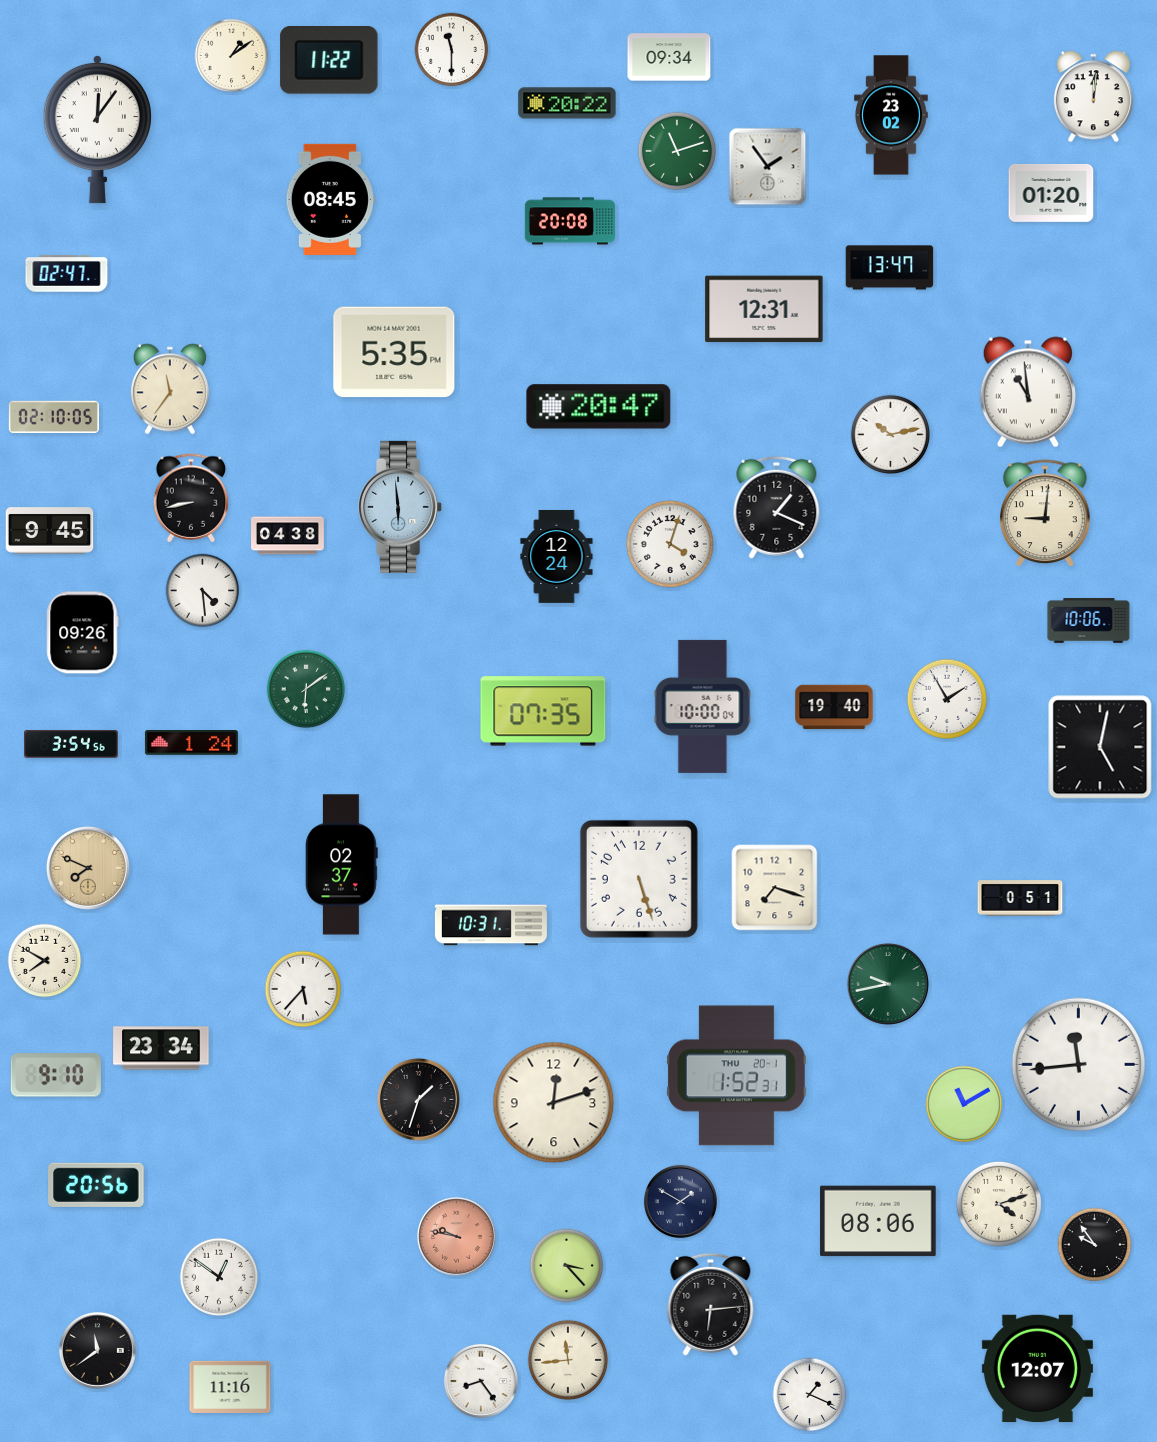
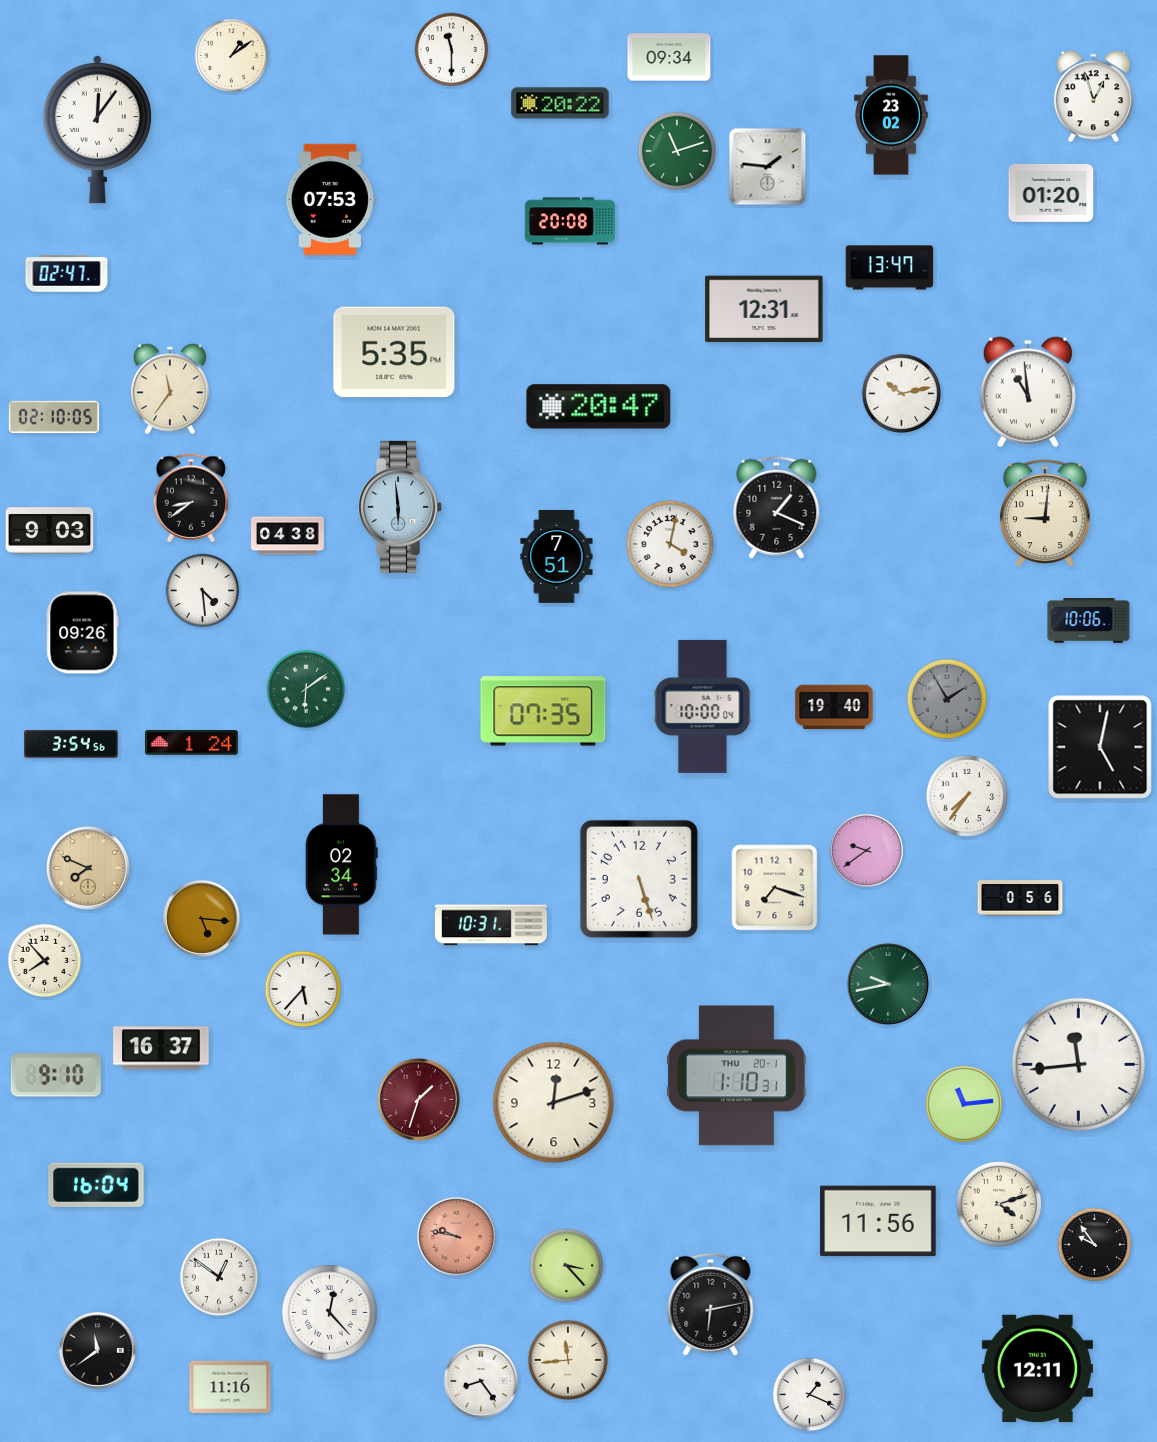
clock at (329, 61): 11:22 -> none
clock at (1093, 97): 12:01 -> 12:57
clock at (567, 103) position: (567, 103) -> (560, 103)
clock at (768, 167): 1:54 -> 1:46
clock at (330, 199): 08:45 -> 07:53
clock at (890, 434) position: (890, 434) -> (901, 393)
clock at (191, 498): 8:43 -> 8:39
clock at (50, 531): 9:45 -> 9:03
clock at (670, 544): 4:03 -> 4:02
clock at (557, 556): 12:24 -> 7:51
clock at (946, 698) dial: white -> grey
clock at (967, 796): none -> 7:36
clock at (866, 850): none -> 9:39
clock at (342, 865): 02:37 -> 02:34
clock at (1020, 898): 0:51 -> 0:56
clock at (201, 918): none -> 5:16
clock at (45, 961): 7:50 -> 7:53
clock at (161, 1048): 23:34 -> 16:37
clock at (737, 1076): 1:52 -> 1:10
clock at (418, 1099) dial: black -> burgundy
clock at (964, 1104): 11:10 -> 11:14
clock at (96, 1185): 20:56 -> 16:04
clock at (680, 1201): 1:50 -> none
clock at (878, 1221): 08:06 -> 11:56
clock at (711, 1304): 6:14 -> 6:13
clock at (330, 1313): none -> 12:23
clock at (1037, 1369): 12:07 -> 12:11
